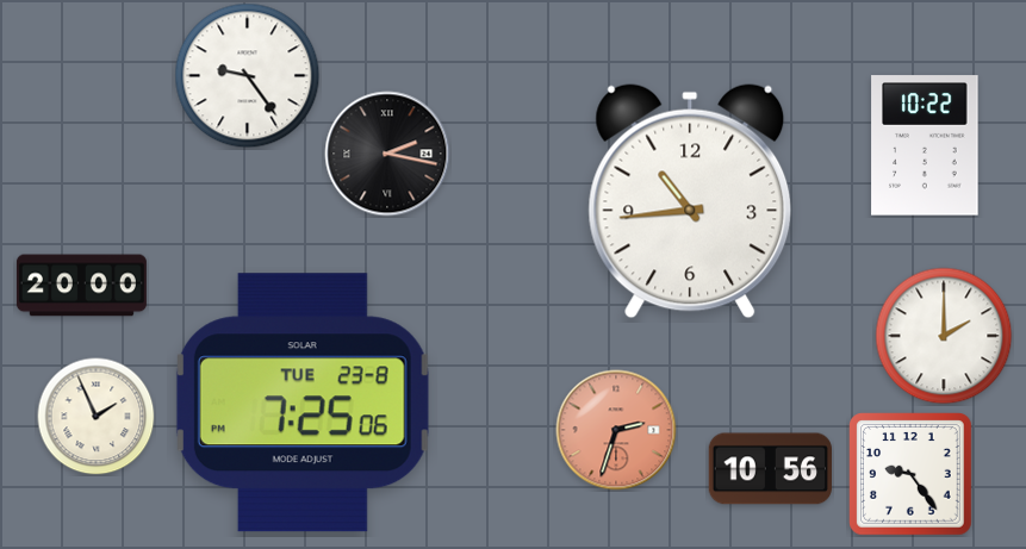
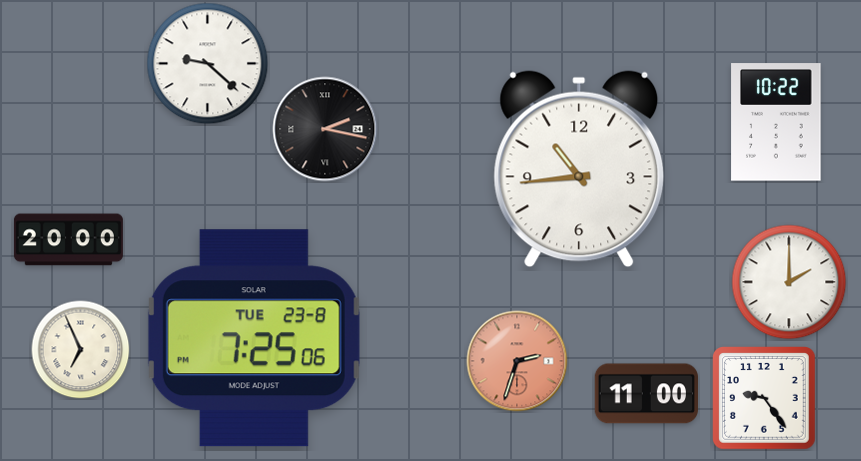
clock at (248, 76): 9:24 -> 9:22
clock at (944, 336) position: (944, 336) -> (789, 282)
clock at (97, 417): 1:56 -> 6:56
clock at (770, 469): 10:56 -> 11:00
